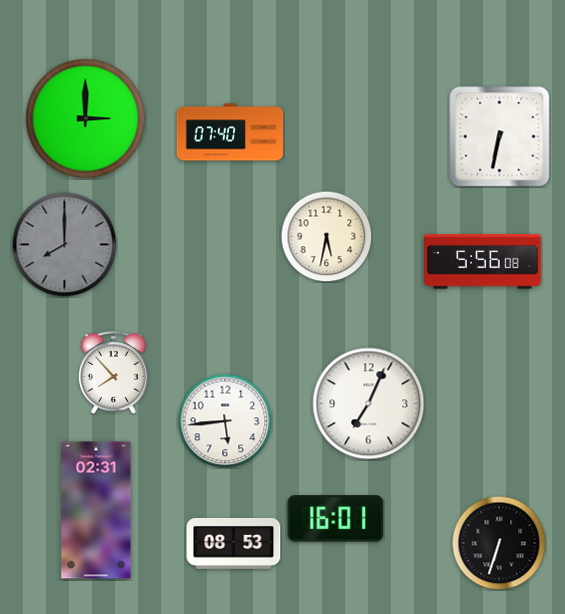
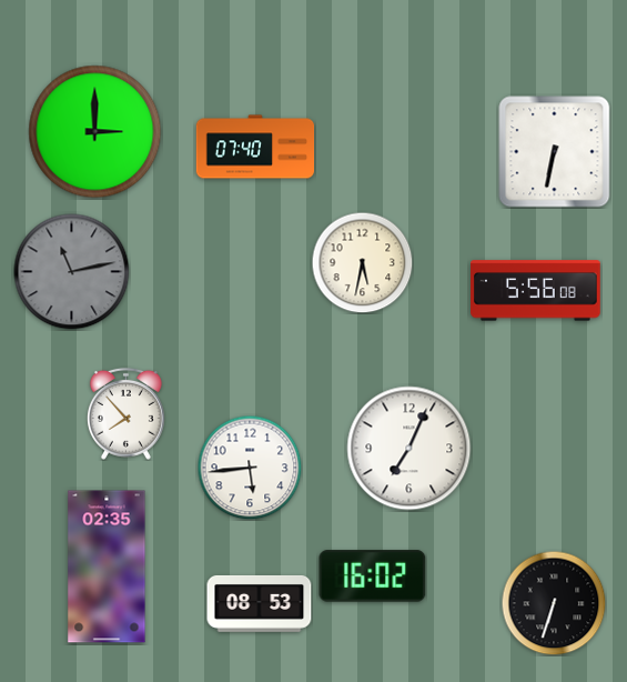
clock at (65, 245): 8:00 -> 11:13
clock at (96, 510): 02:31 -> 02:35
clock at (336, 519): 16:01 -> 16:02
